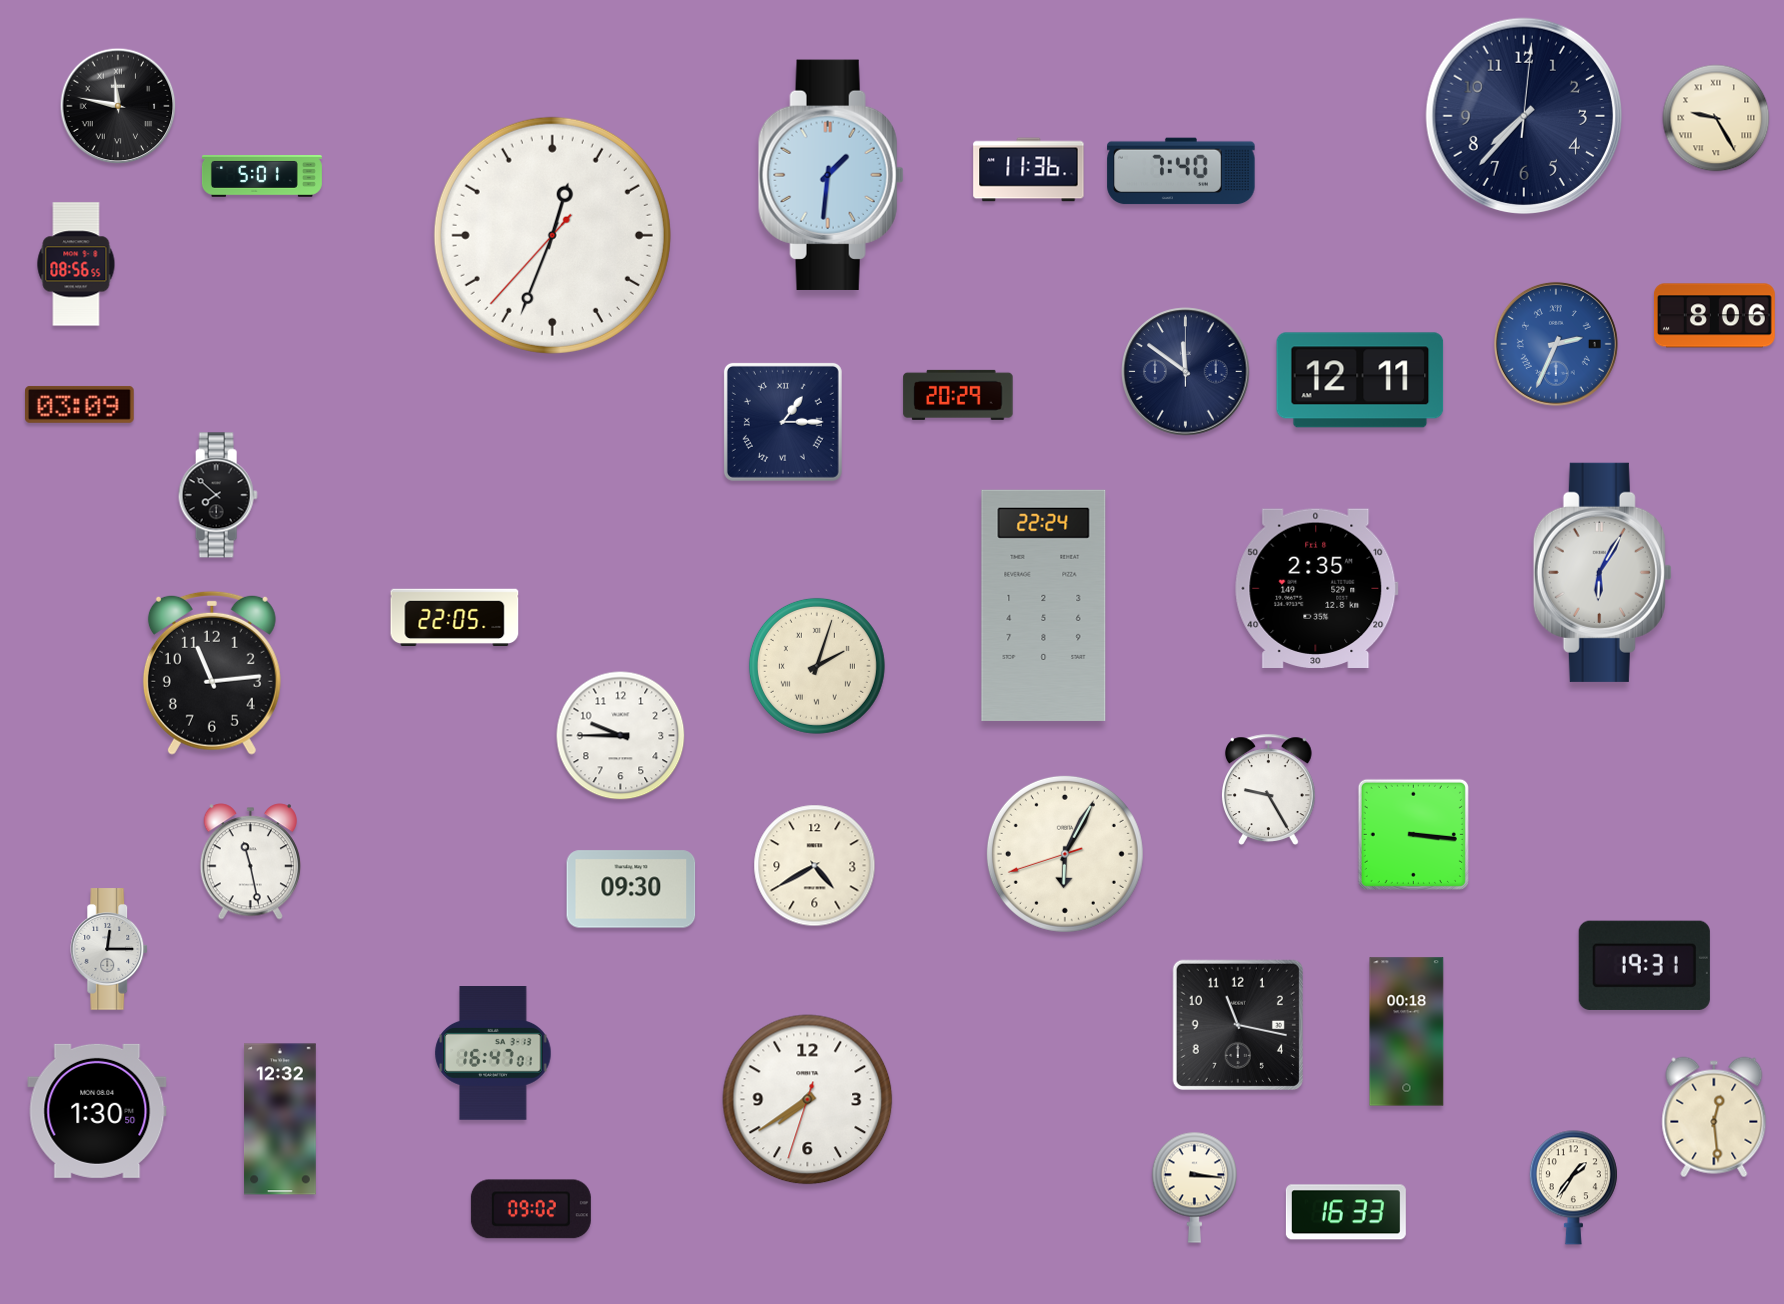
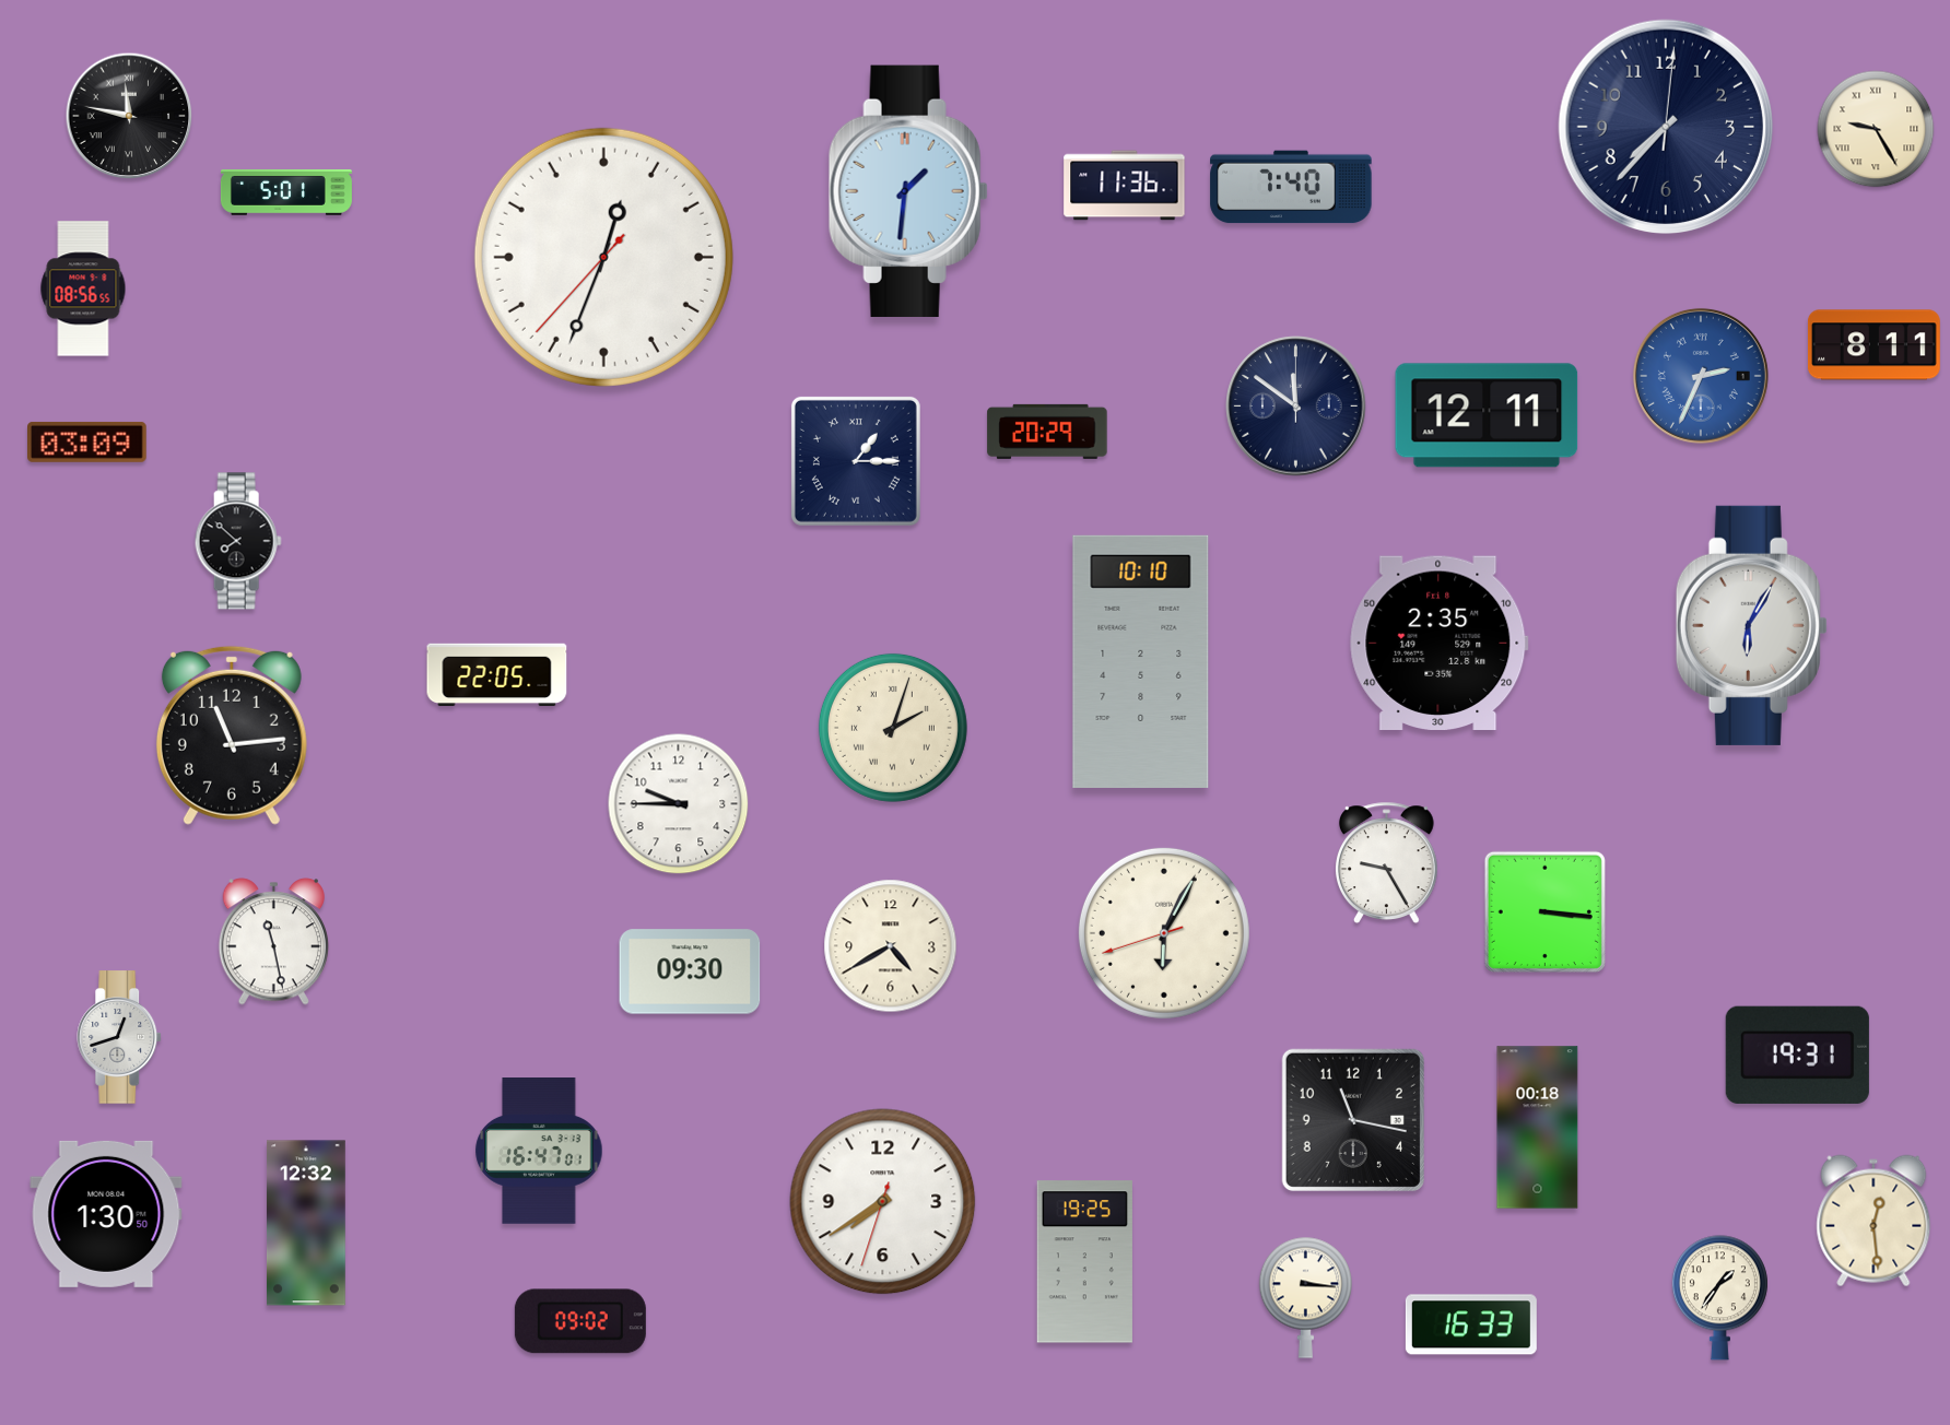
clock at (1715, 316): 8:06 -> 8:11
clock at (1044, 605): 22:24 -> 10:10
clock at (110, 949): 12:15 -> 12:42
clock at (1084, 1262): none -> 19:25
